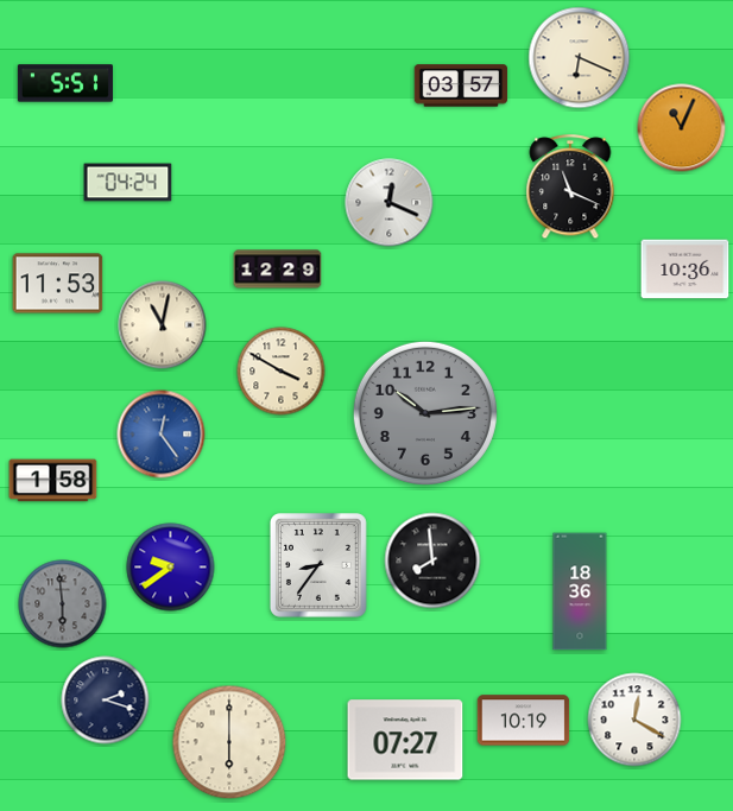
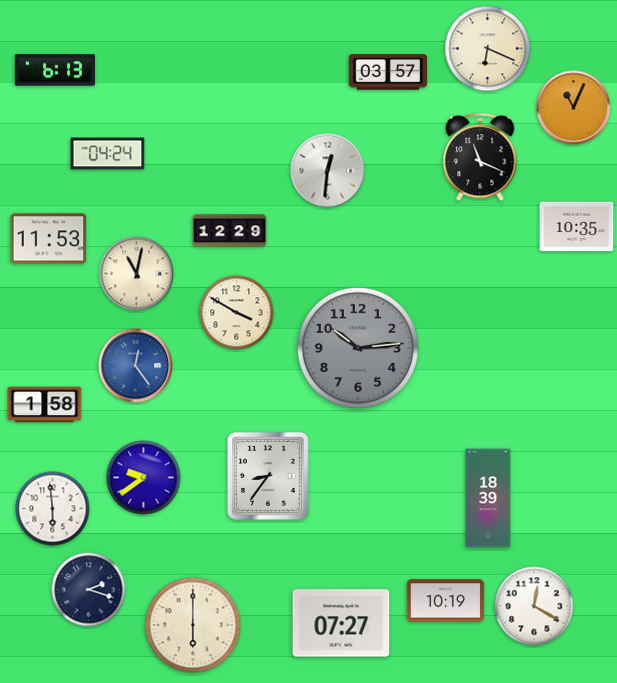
clock at (65, 83): 5:51 -> 6:13
clock at (390, 203): 12:19 -> 12:31
clock at (278, 270) position: (278, 270) -> (230, 231)
clock at (685, 270): 10:36 -> 10:35
clock at (432, 560): 7:59 -> none
clock at (580, 591): 18:36 -> 18:39
clock at (63, 604) dial: grey -> white
clock at (524, 721) position: (524, 721) -> (446, 601)
